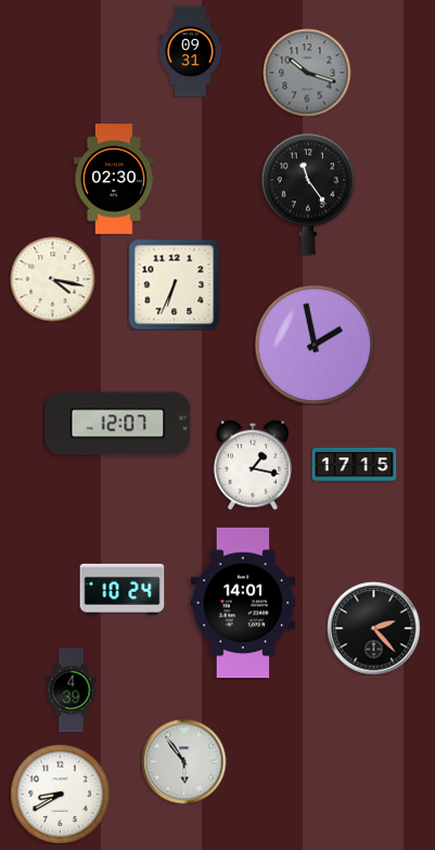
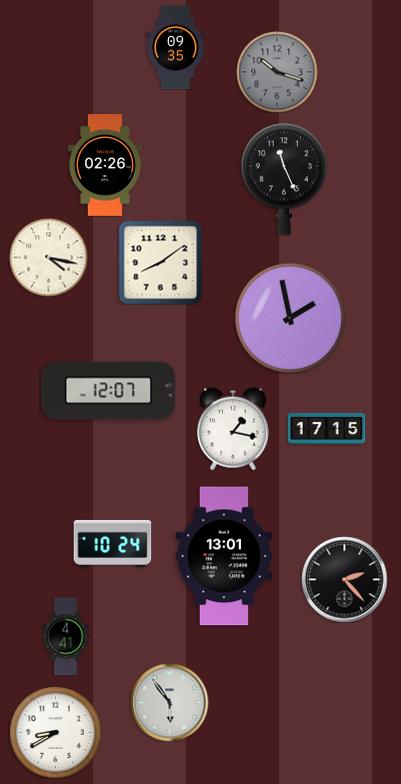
clock at (191, 51): 09:31 -> 09:35
clock at (307, 73) position: (307, 73) -> (277, 72)
clock at (114, 179): 02:30 -> 02:26
clock at (308, 194): 11:24 -> 11:26
clock at (174, 284): 6:34 -> 8:09
clock at (243, 603): 14:01 -> 13:01
clock at (72, 690): 4:39 -> 4:41
